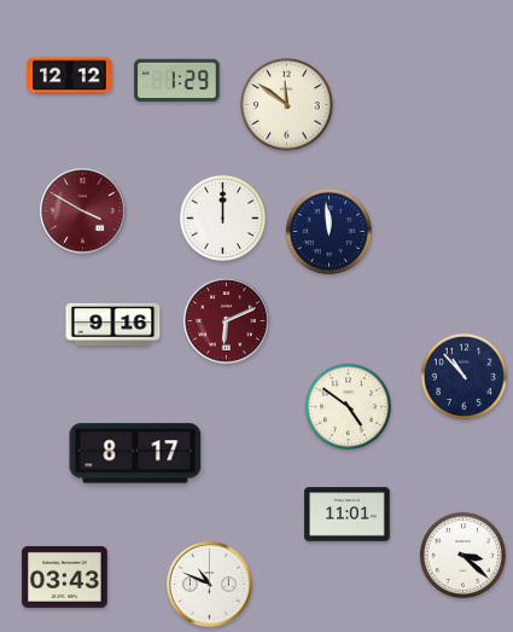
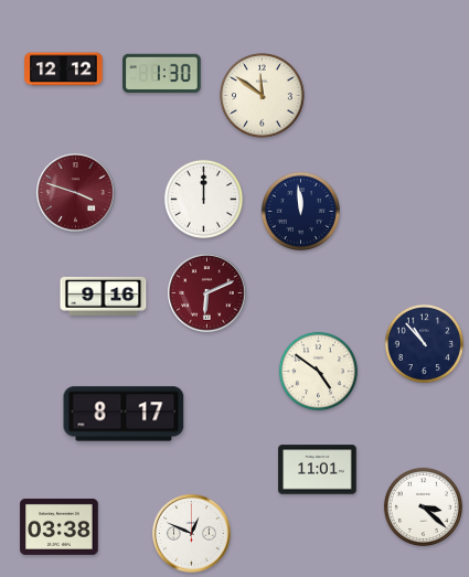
clock at (177, 81): 1:29 -> 1:30
clock at (83, 211): 3:50 -> 3:48
clock at (65, 576): 03:43 -> 03:38
clock at (210, 585): 10:49 -> 12:49
